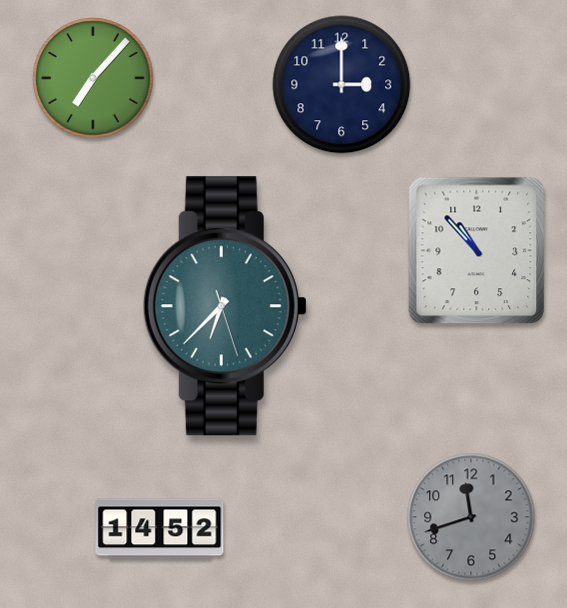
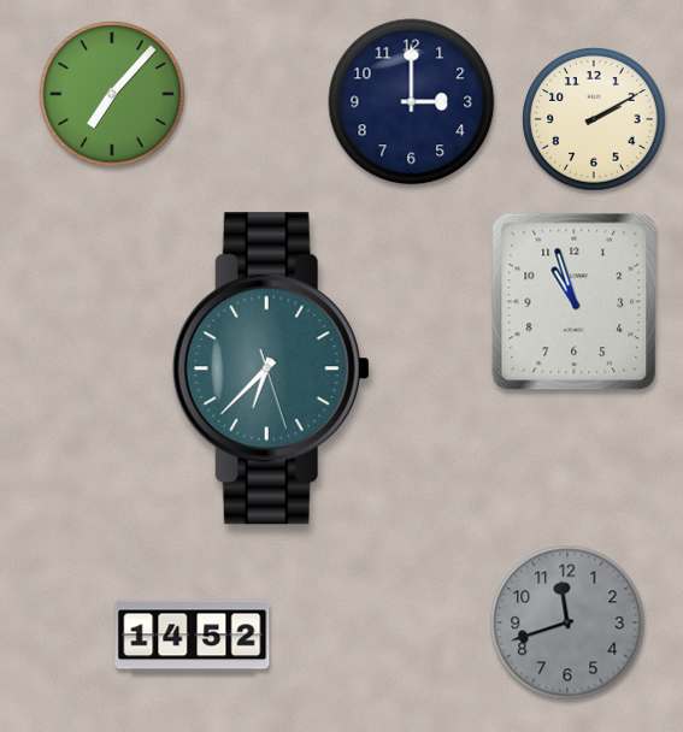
clock at (594, 119): none -> 2:10
clock at (477, 251): 10:53 -> 10:57
